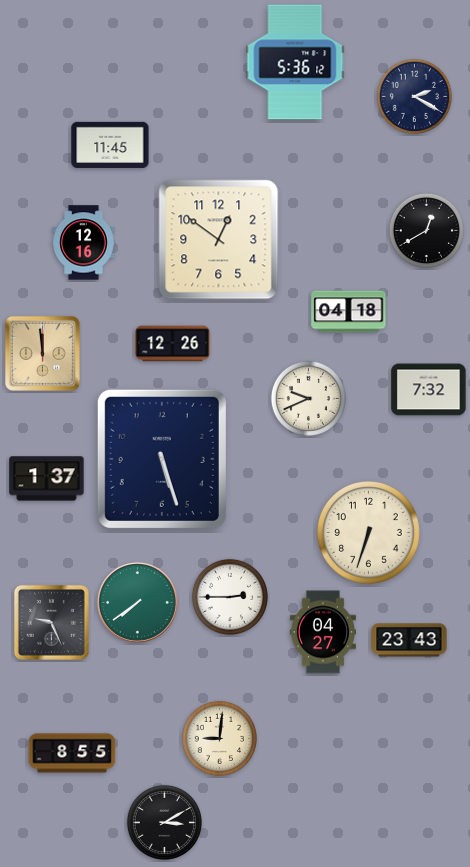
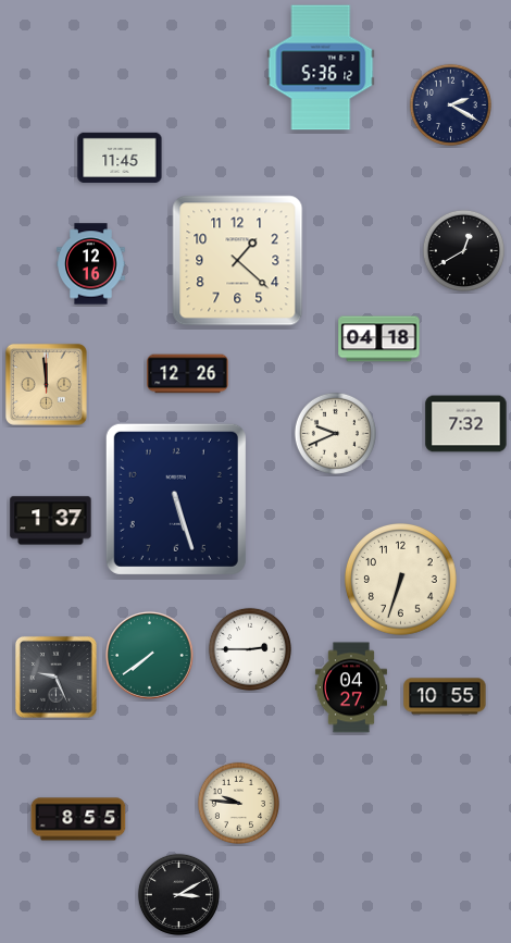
clock at (219, 240): 12:51 -> 1:22
clock at (409, 640): 23:43 -> 10:55
clock at (219, 738): 9:01 -> 9:46
